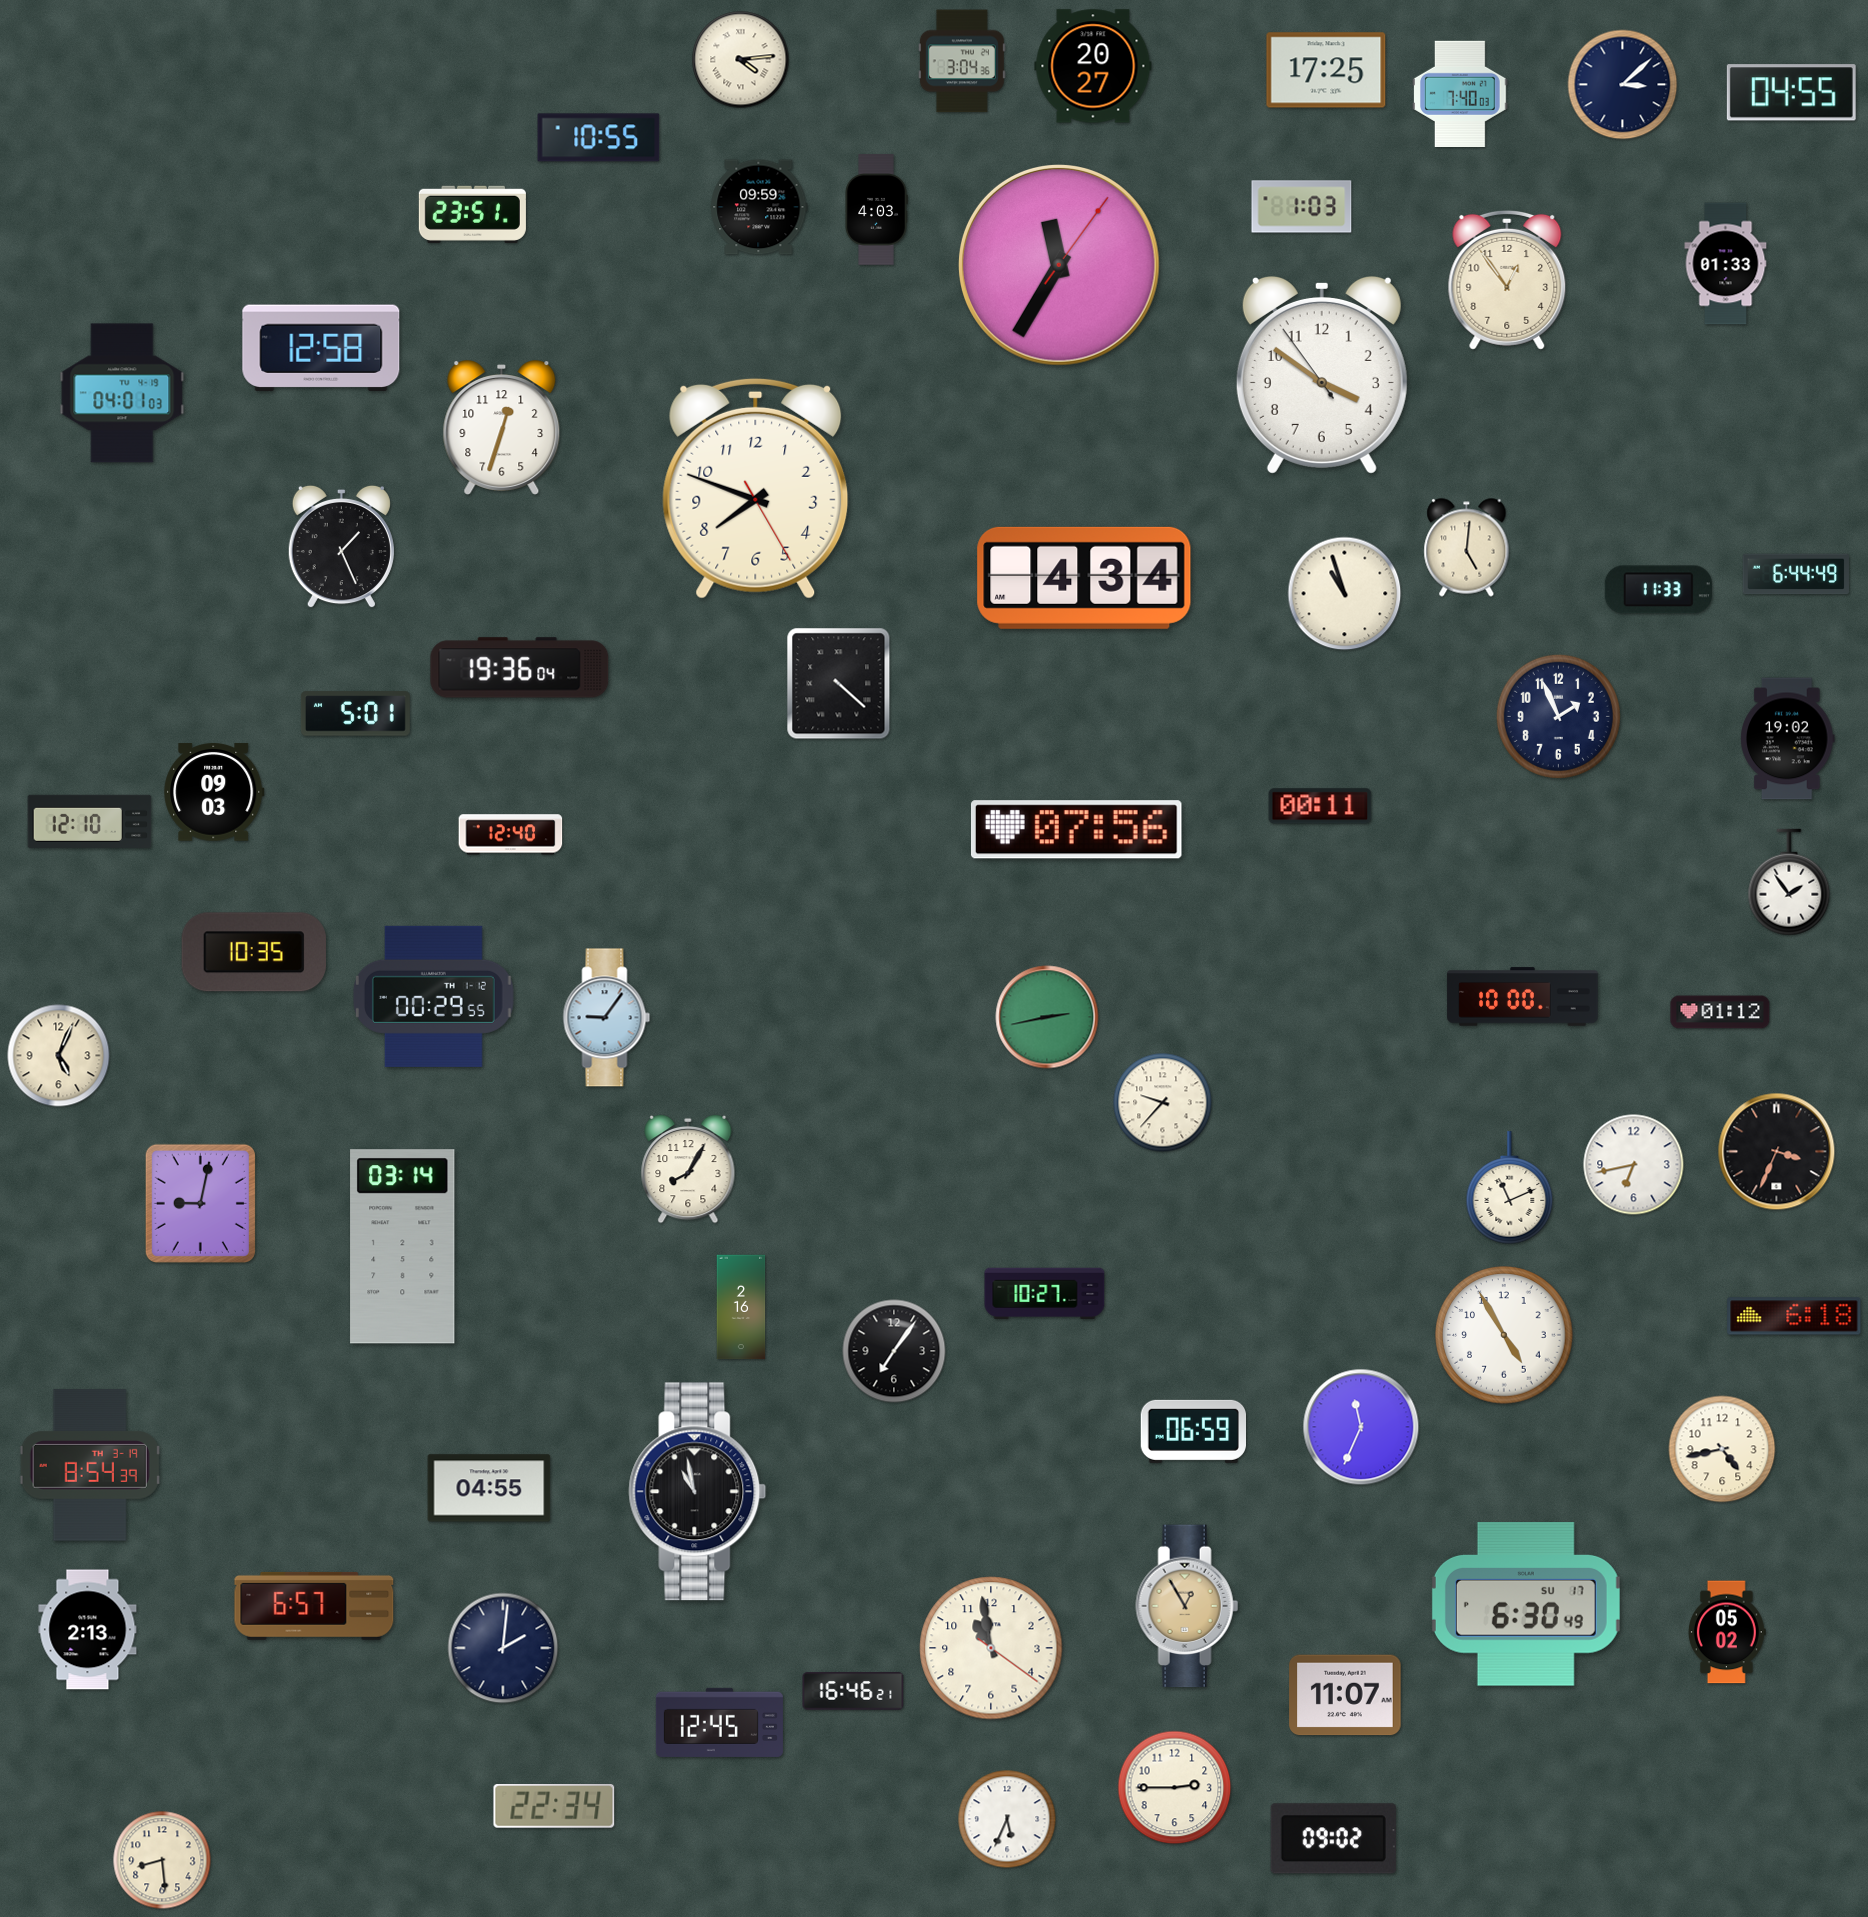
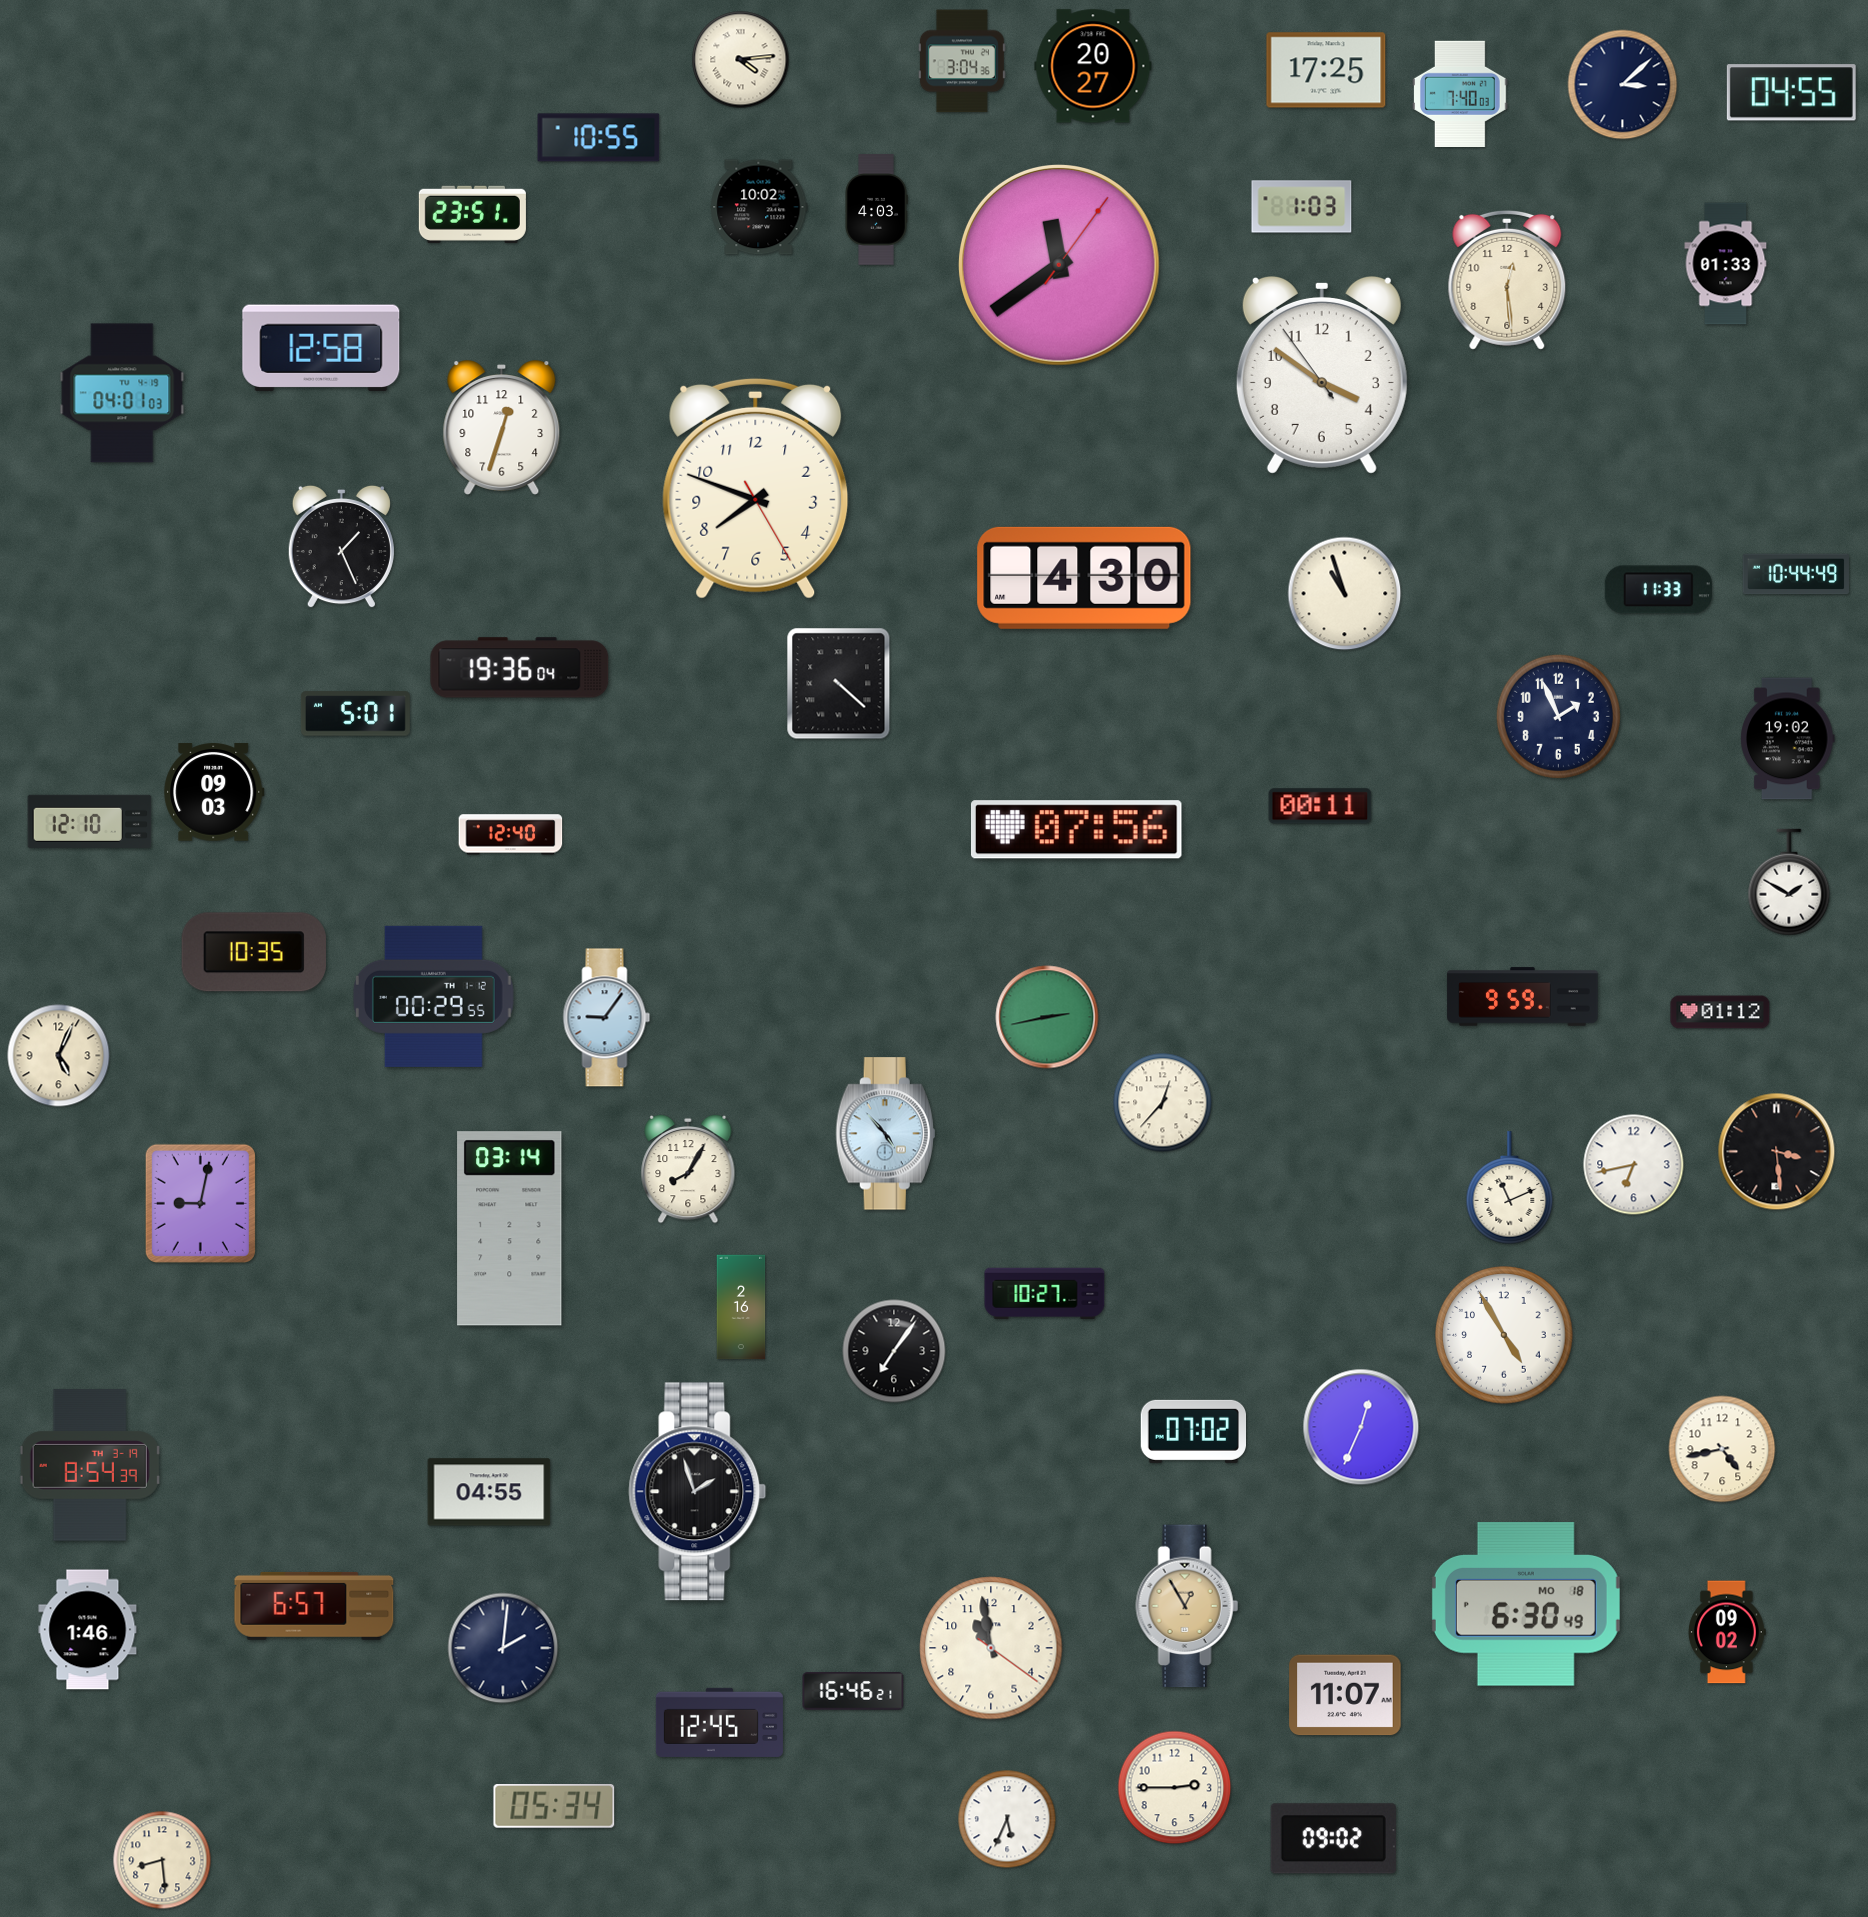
clock at (759, 207): 09:59 -> 10:02
clock at (1060, 266): 11:35 -> 11:39
clock at (1507, 280): 12:54 -> 12:29
clock at (1467, 548): 5:01 -> none
clock at (1796, 574): 6:44 -> 10:44
clock at (1084, 578): 4:34 -> 4:30
clock at (1789, 882): 1:54 -> 1:50
clock at (1523, 997): 10:00 -> 9:59
clock at (1163, 1103): 9:37 -> 12:37
clock at (885, 1134): none -> 4:53
clock at (1777, 1152): 3:34 -> 3:29
clock at (403, 1247) position: (403, 1247) -> (510, 1229)
clock at (1794, 1316): 6:18 -> none
clock at (1361, 1427): 11:34 -> 12:34
clock at (1193, 1431): 06:59 -> 07:02
clock at (489, 1488) position: (489, 1488) -> (489, 1492)
clock at (698, 1492): 10:58 -> 1:57
clock at (1526, 1605) date: SU 17 -> MO 18
clock at (88, 1630): 2:13 -> 1:46
clock at (1727, 1632): 05:02 -> 09:02
clock at (554, 1807): 22:34 -> 05:34
